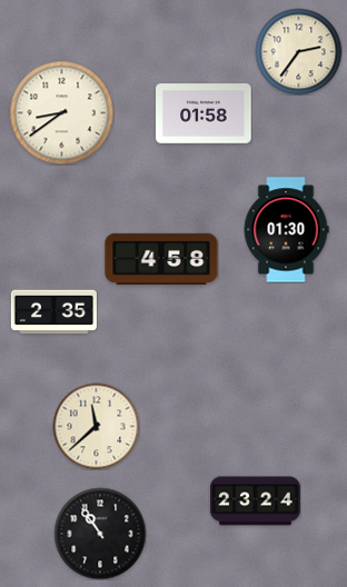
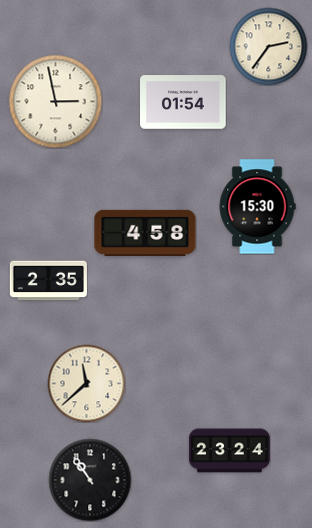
clock at (61, 112): 8:39 -> 2:58
clock at (204, 113): 01:58 -> 01:54
clock at (286, 230): 01:30 -> 15:30
